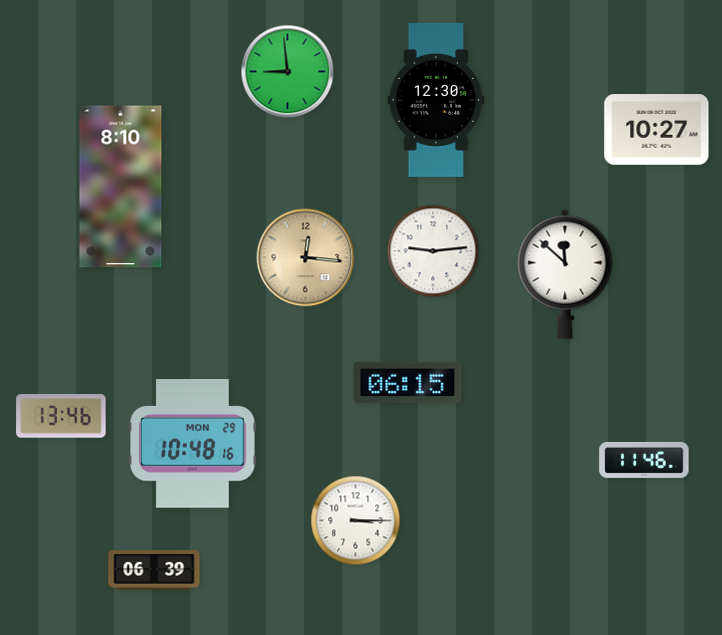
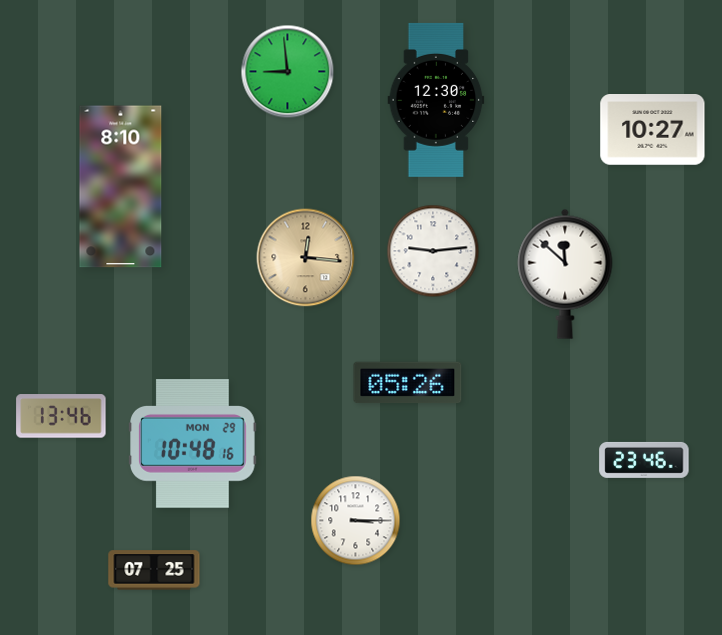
clock at (657, 130) position: (657, 130) -> (653, 130)
clock at (408, 383): 06:15 -> 05:26
clock at (644, 460): 11:46 -> 23:46
clock at (154, 570): 06:39 -> 07:25
